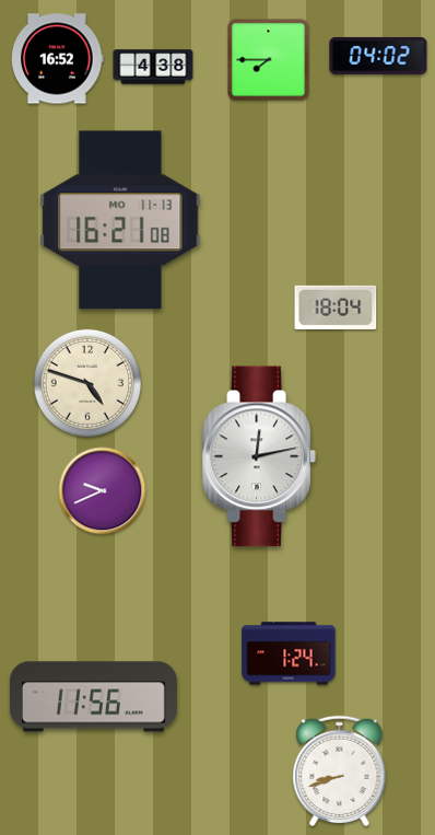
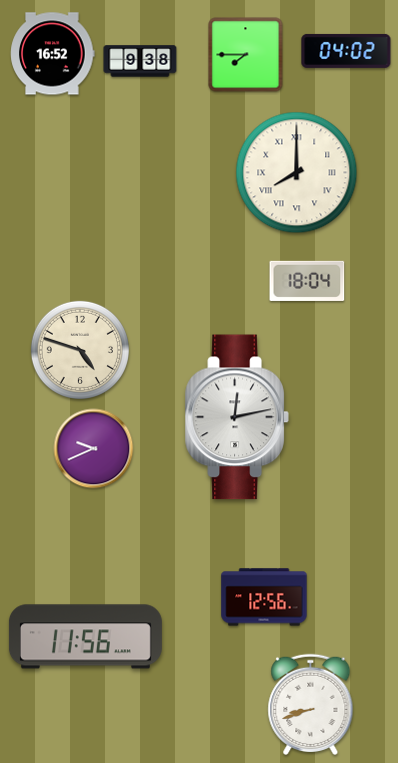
clock at (153, 67): 4:38 -> 9:38
clock at (297, 173): none -> 8:00
clock at (120, 220): 16:21 -> none
clock at (289, 653): 1:24 -> 12:56
